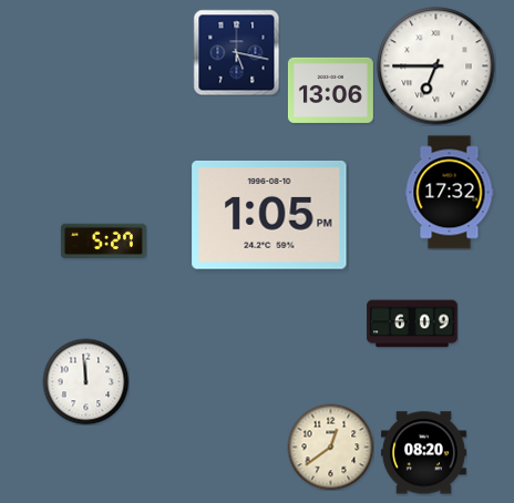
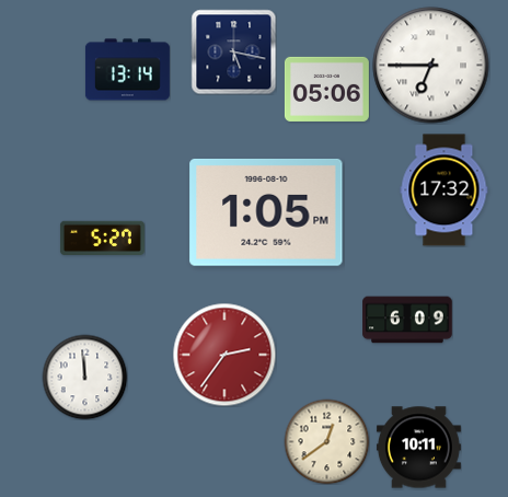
clock at (127, 70): none -> 13:14
clock at (330, 90): 13:06 -> 05:06
clock at (224, 355): none -> 2:36
clock at (423, 453): 08:20 -> 10:11
